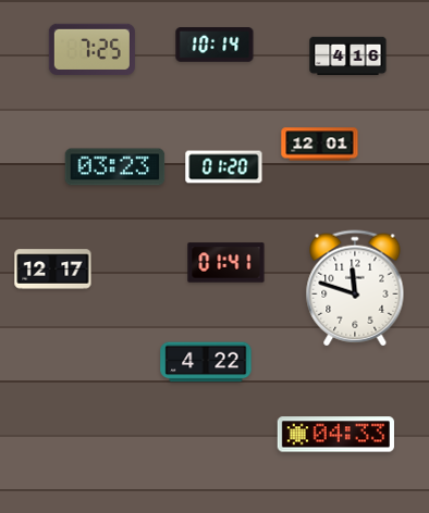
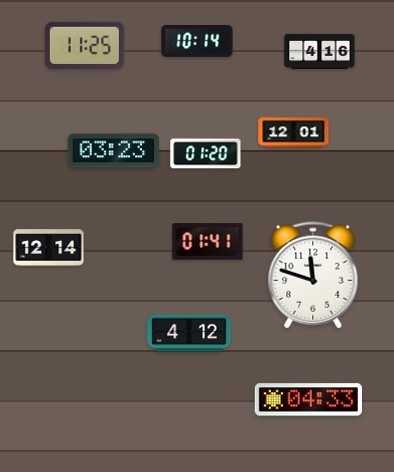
clock at (91, 49): 7:25 -> 11:25
clock at (115, 167) position: (115, 167) -> (114, 151)
clock at (53, 270): 12:17 -> 12:14
clock at (355, 288) position: (355, 288) -> (313, 275)
clock at (206, 362): 4:22 -> 4:12
